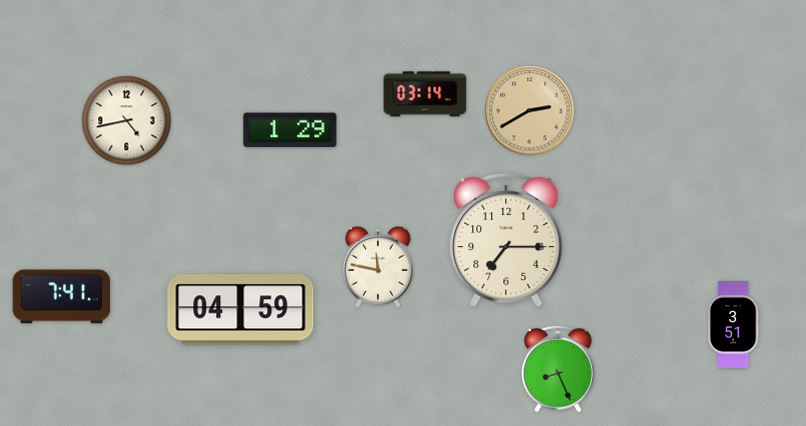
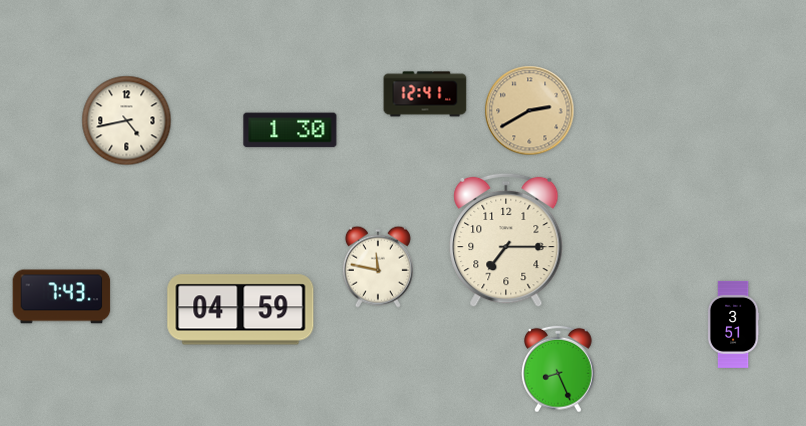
clock at (425, 94): 03:14 -> 12:41
clock at (290, 130): 1:29 -> 1:30
clock at (62, 297): 7:41 -> 7:43
